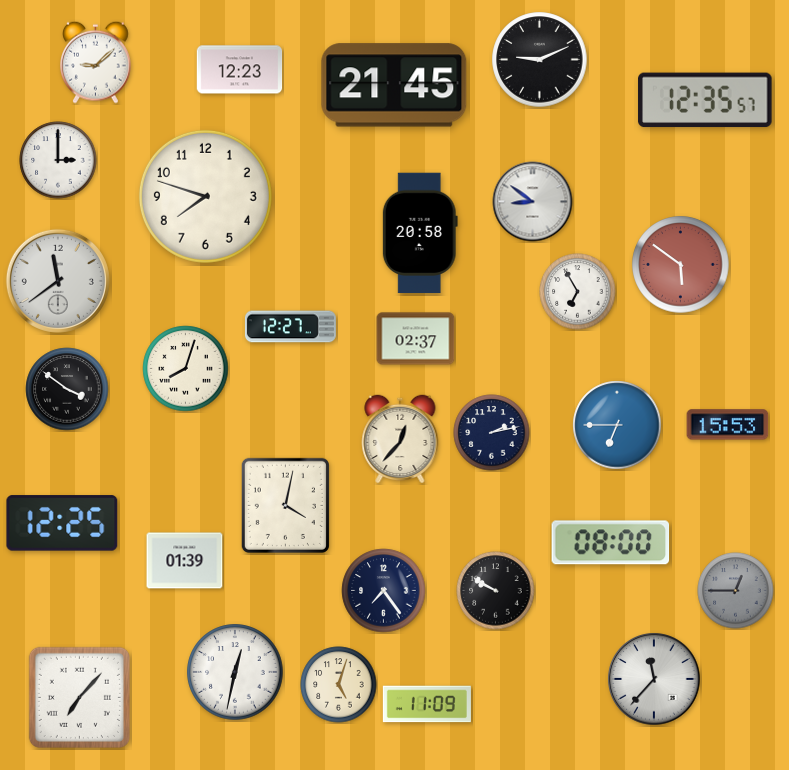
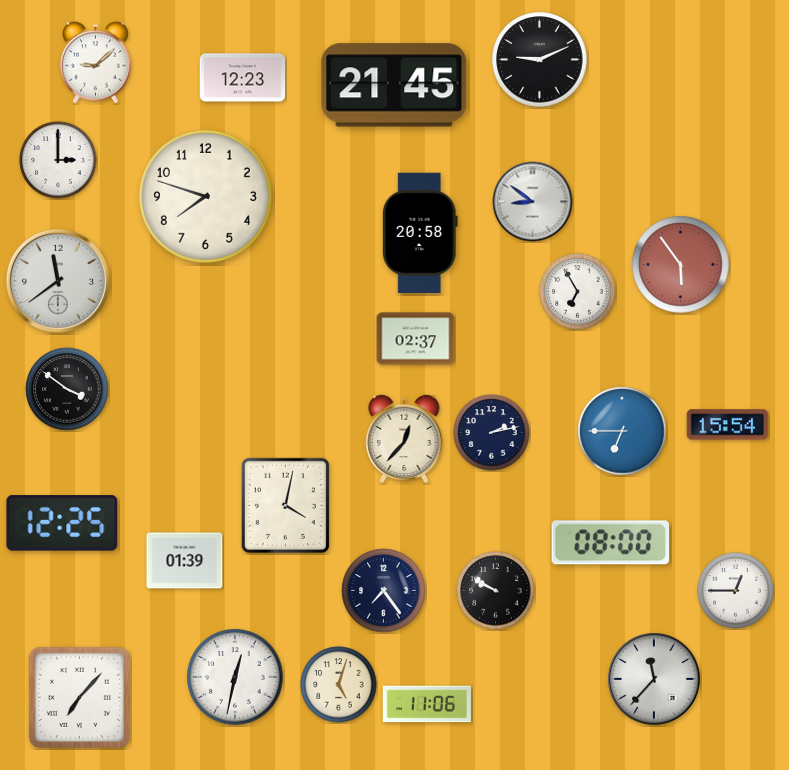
clock at (240, 70) position: (240, 70) -> (243, 78)
clock at (705, 100): 12:35 -> none
clock at (681, 265): 5:51 -> 5:54
clock at (290, 327): 12:27 -> none
clock at (186, 369): 8:03 -> none
clock at (617, 425) position: (617, 425) -> (622, 431)
clock at (728, 425): 15:53 -> 15:54
clock at (400, 439) position: (400, 439) -> (404, 439)
clock at (736, 591) dial: grey -> white
clock at (235, 672) position: (235, 672) -> (235, 677)
clock at (427, 704): 11:09 -> 11:06
